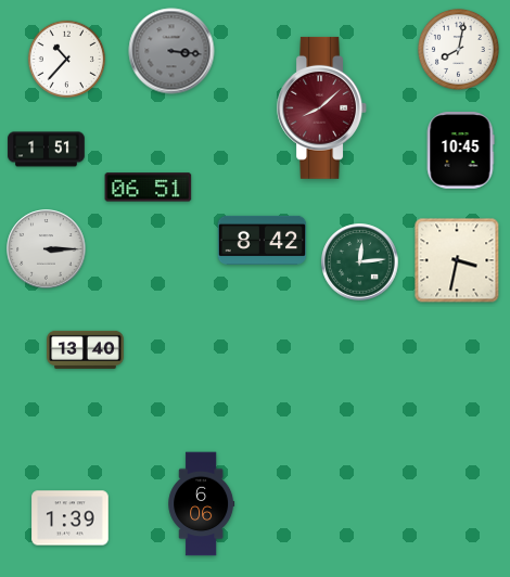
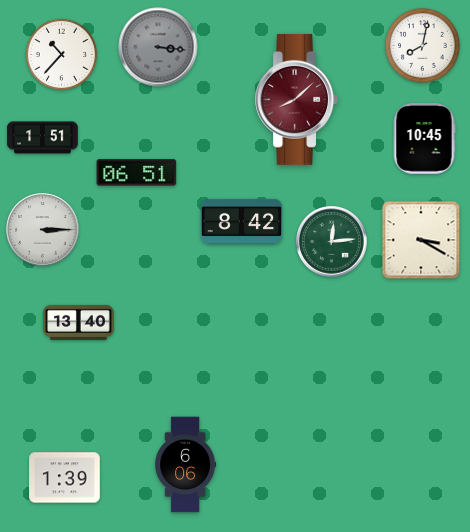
clock at (457, 260): 3:32 -> 3:20
